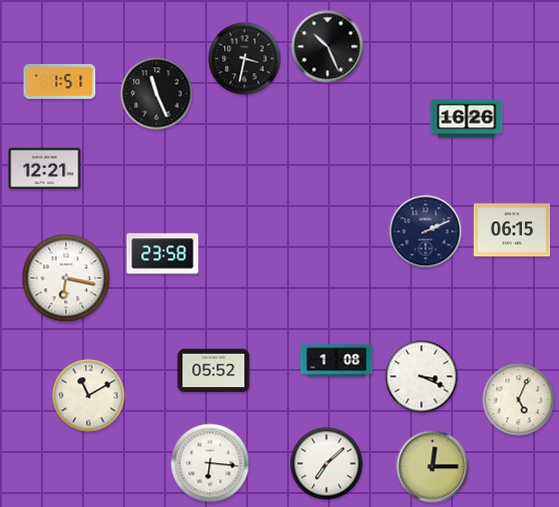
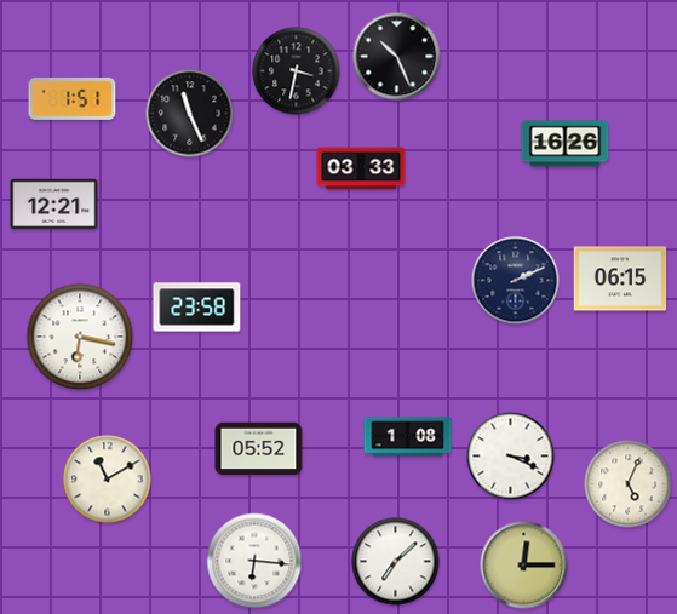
clock at (361, 168): none -> 03:33
